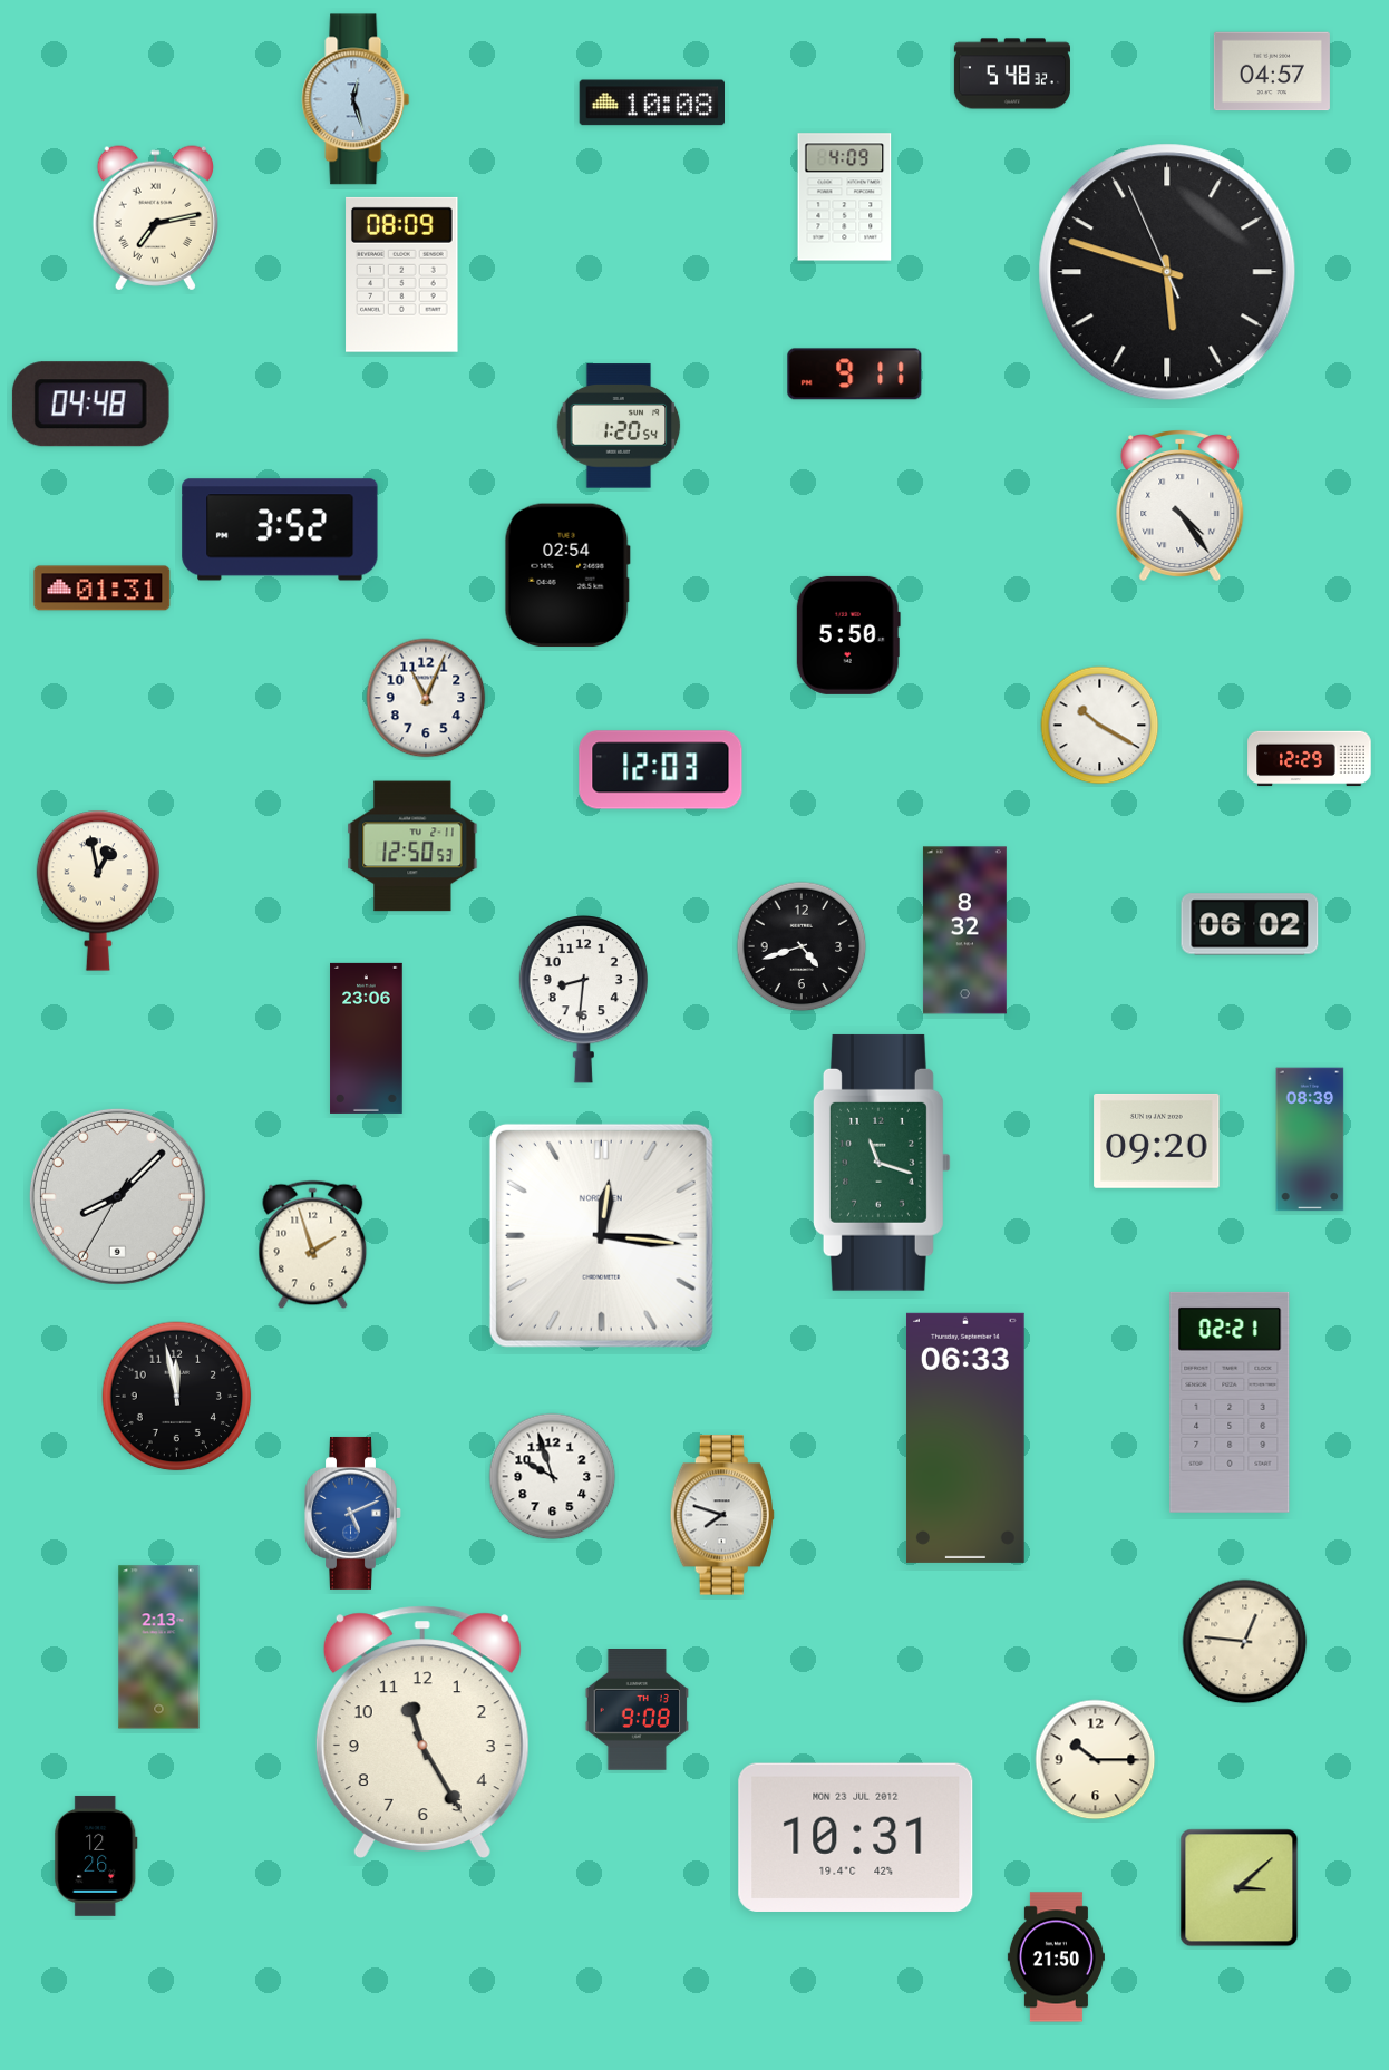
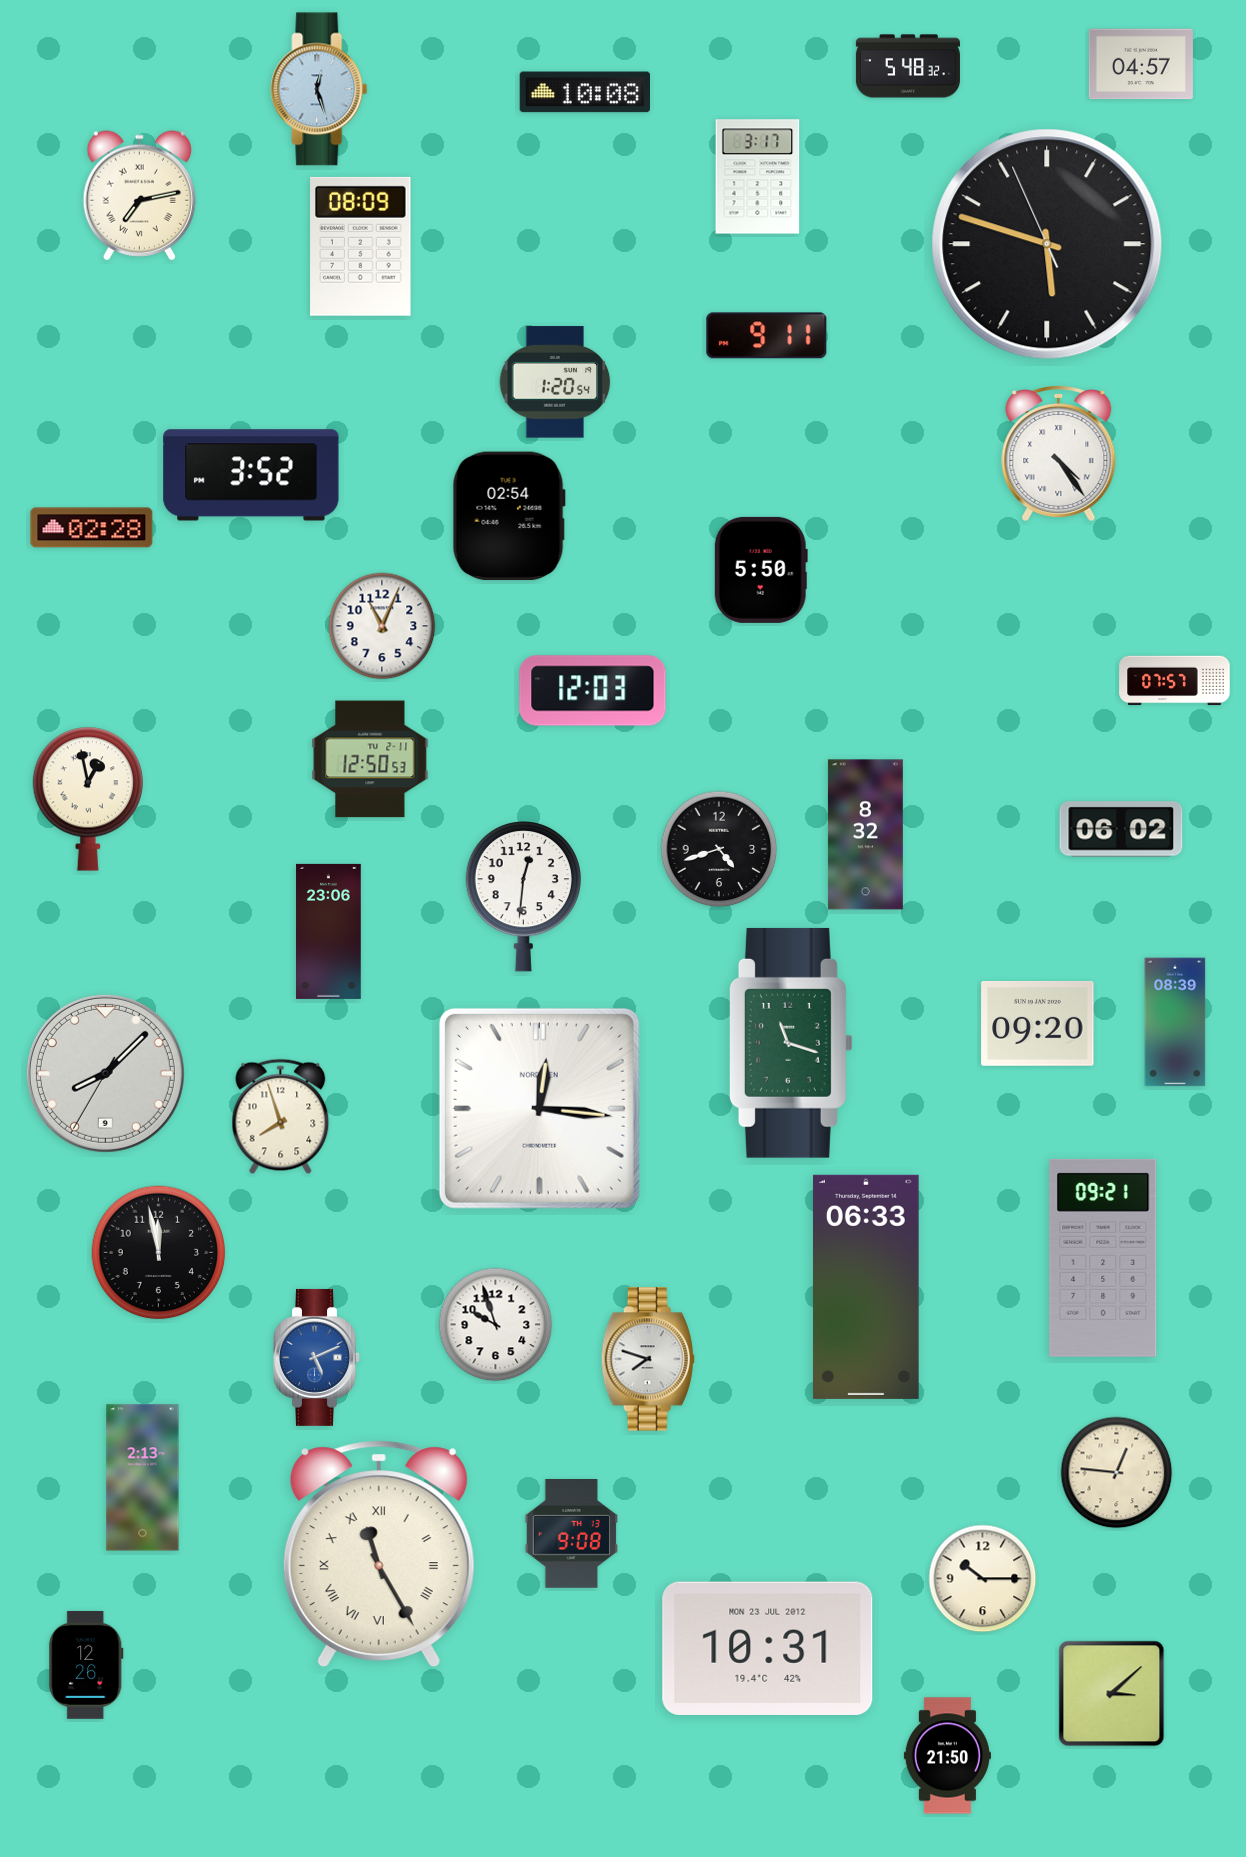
clock at (845, 197): 4:09 -> 3:17
clock at (90, 405): 04:48 -> none
clock at (103, 589): 01:31 -> 02:28
clock at (1100, 726): 10:20 -> none
clock at (1310, 759): 12:29 -> 07:57
clock at (583, 1000): 8:31 -> 12:31
clock at (313, 1245): 1:57 -> 7:57
clock at (1230, 1402): 02:21 -> 09:21
clock at (965, 1438) position: (965, 1438) -> (866, 1287)
clock at (422, 1731) numerals: Arabic -> Roman
